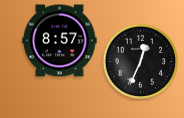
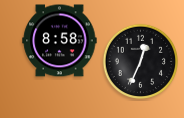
clock at (60, 41): 8:57 -> 8:58
